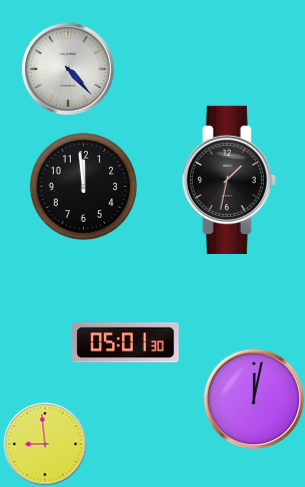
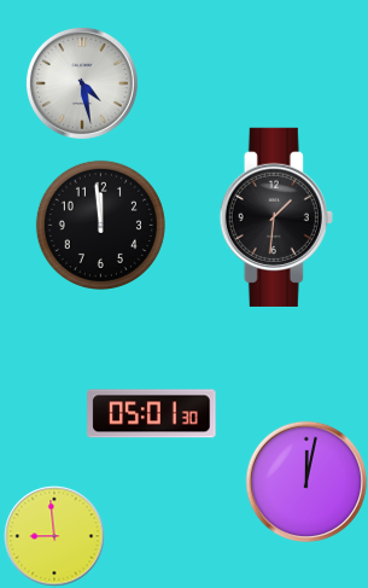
clock at (68, 69): 4:23 -> 4:28
clock at (229, 180): 1:32 -> 1:31
